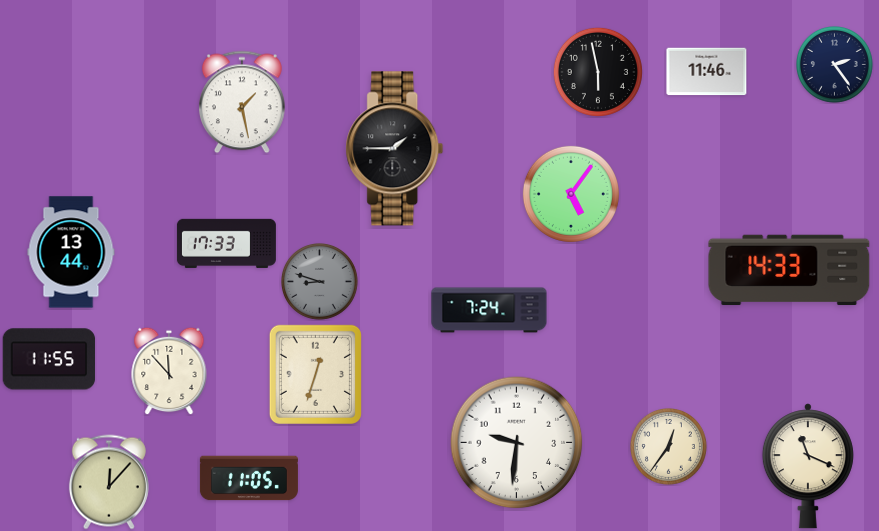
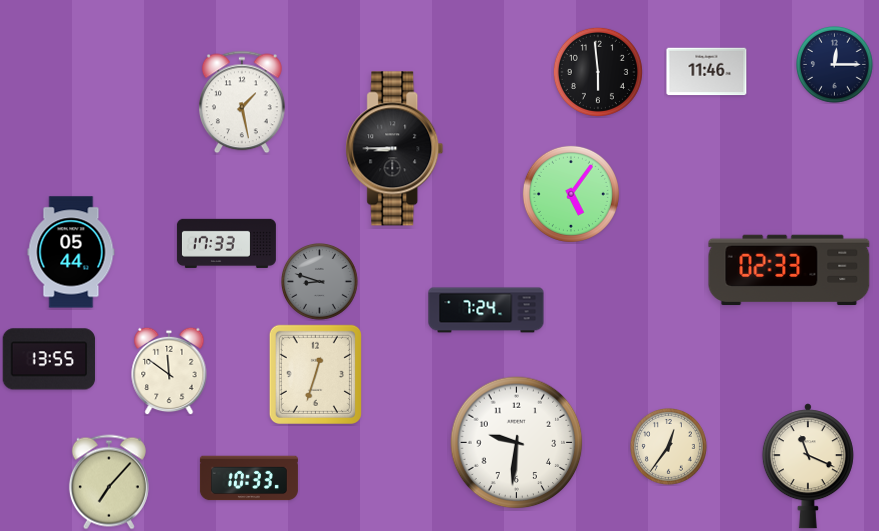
clock at (835, 65): 2:24 -> 12:15
clock at (598, 72): 5:58 -> 5:59
clock at (395, 149): 1:45 -> 8:45
clock at (71, 252): 13:44 -> 05:44
clock at (789, 270): 14:33 -> 02:33
clock at (489, 310) position: (489, 310) -> (486, 310)
clock at (49, 359): 11:55 -> 13:55
clock at (169, 371): 11:53 -> 11:51
clock at (249, 478): 11:05 -> 10:33
clock at (109, 482): 12:07 -> 7:07
